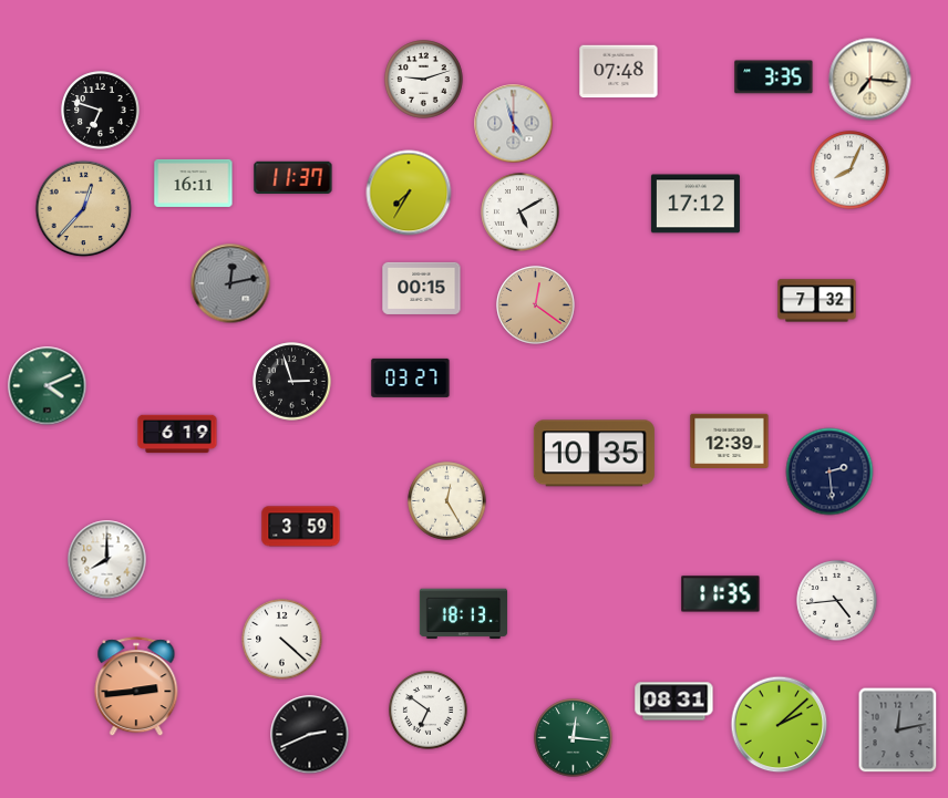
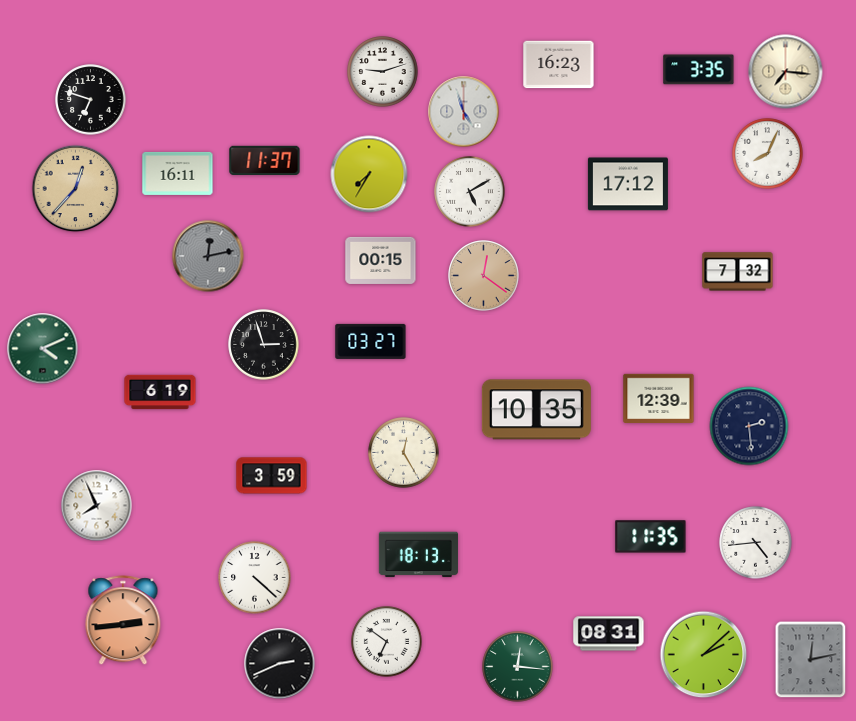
clock at (619, 72): 07:48 -> 16:23
clock at (194, 183) position: (194, 183) -> (178, 173)
clock at (107, 560): 8:00 -> 7:56
